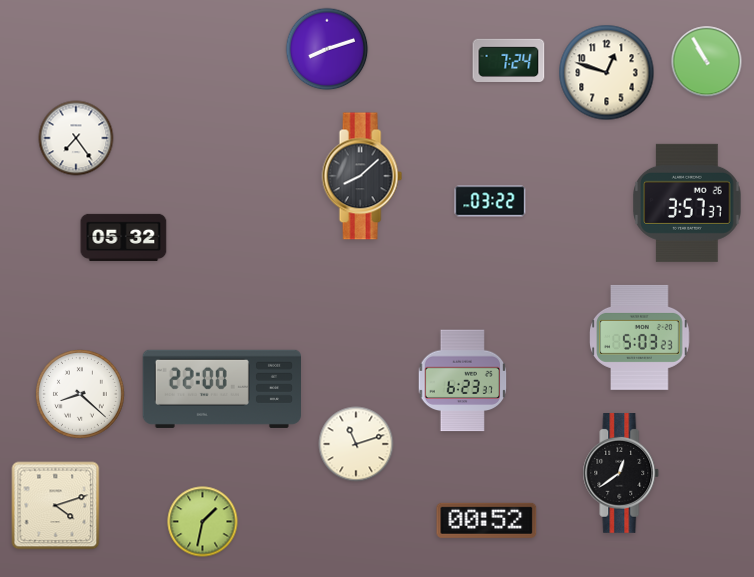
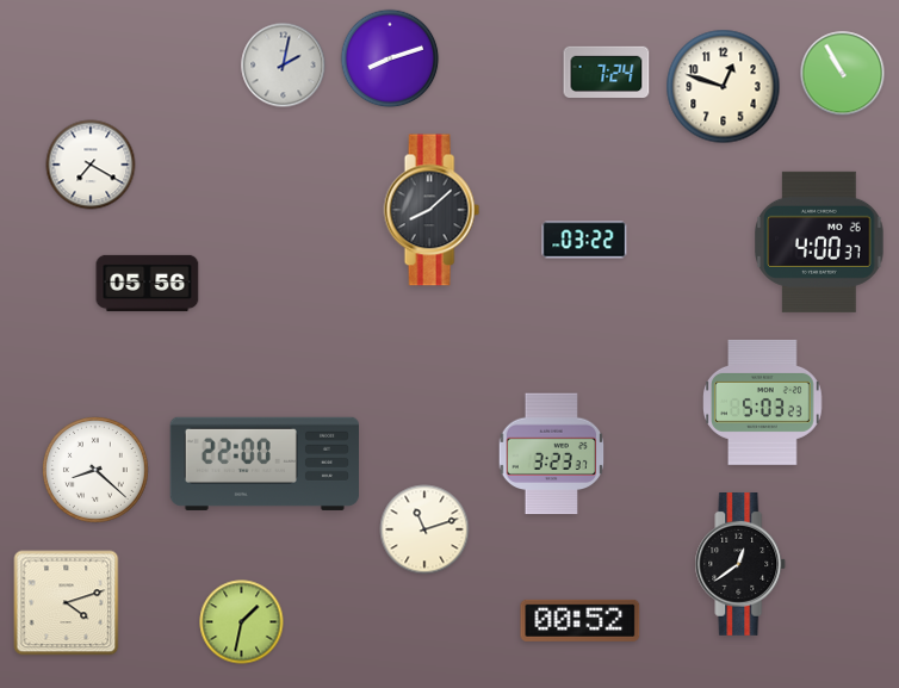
clock at (284, 66): none -> 2:02
clock at (76, 138): 7:24 -> 7:20
clock at (687, 203): 3:57 -> 4:00
clock at (124, 237): 05:32 -> 05:56
clock at (463, 381): 6:23 -> 3:23
